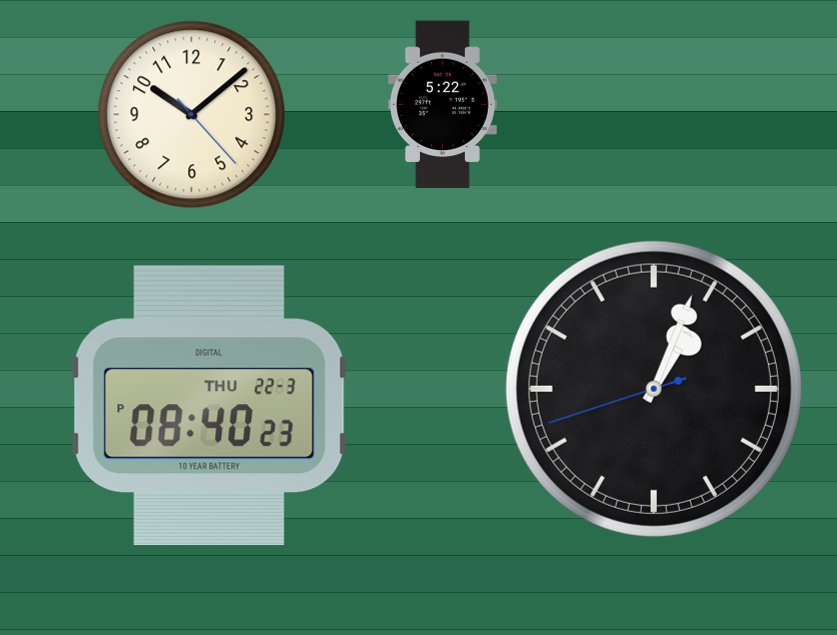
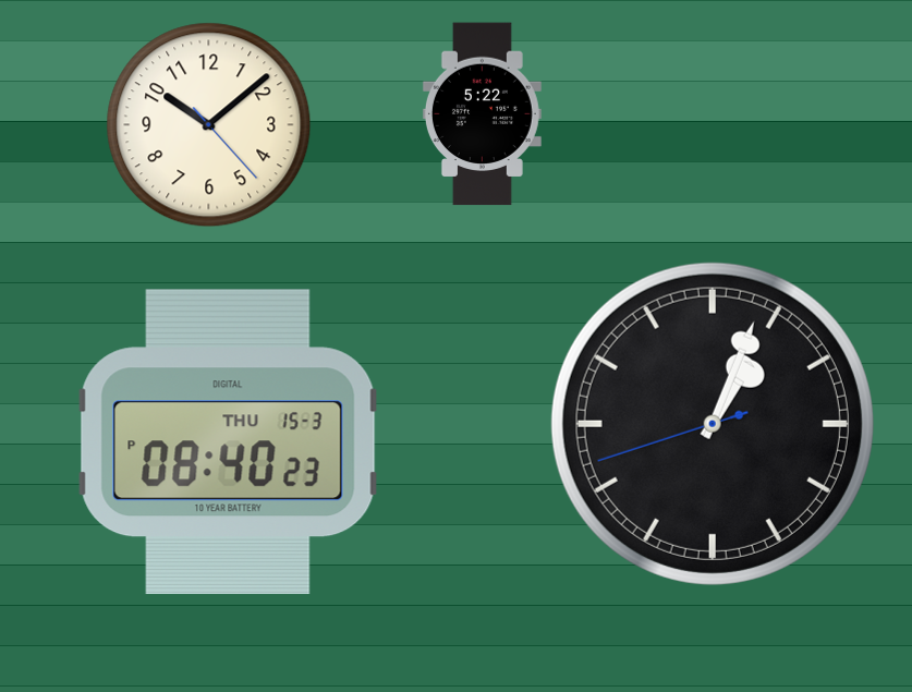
clock at (209, 406) date: THU 22-3 -> THU 15-3
